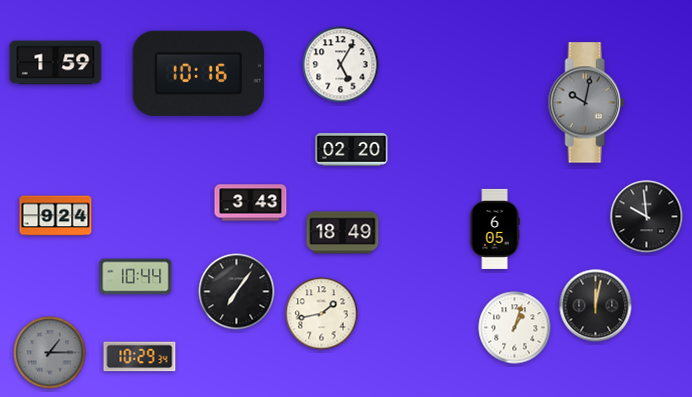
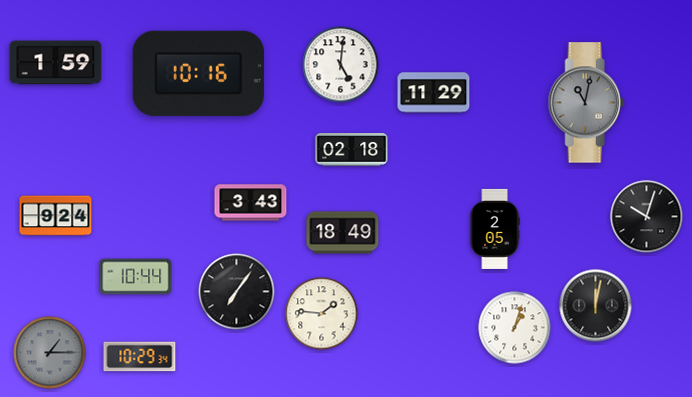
clock at (341, 65): 5:05 -> 5:01
clock at (434, 93): none -> 11:29
clock at (586, 103): 10:02 -> 11:02
clock at (352, 150): 02:20 -> 02:18
clock at (647, 217): 9:59 -> 10:03
clock at (495, 229): 6:05 -> 2:05
clock at (322, 314): 1:43 -> 1:46
